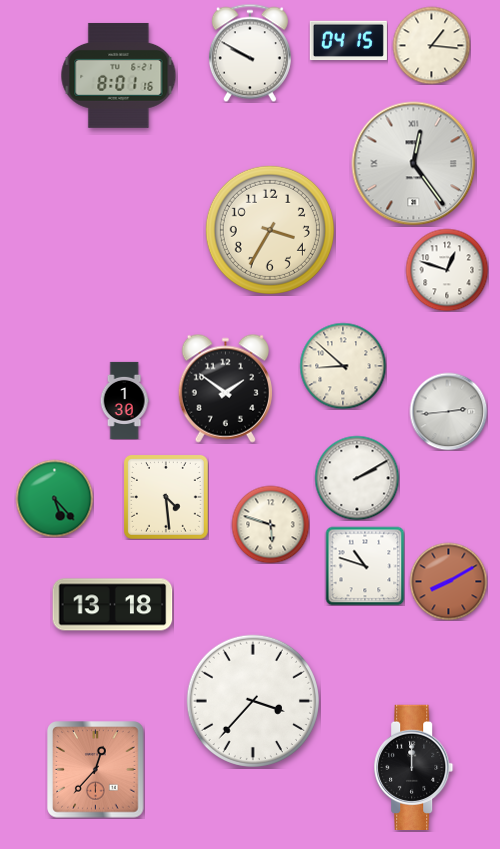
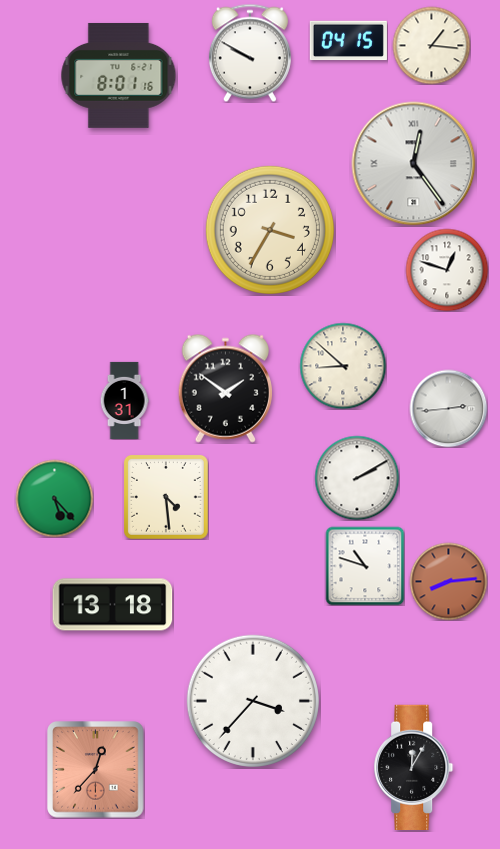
clock at (124, 400): 1:30 -> 1:31
clock at (448, 411) position: (448, 411) -> (448, 408)
clock at (270, 524): 5:48 -> none
clock at (448, 581): 8:10 -> 8:14
clock at (414, 767): 12:00 -> 12:05
